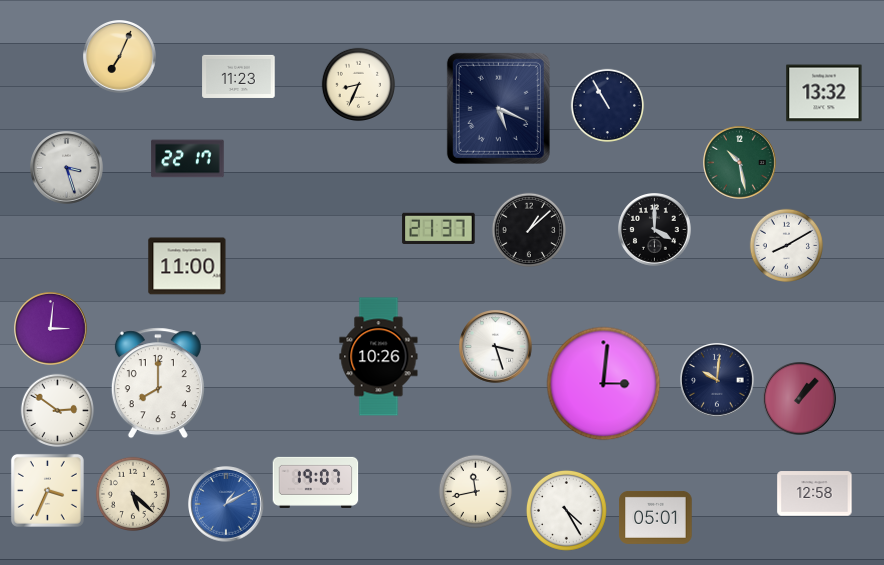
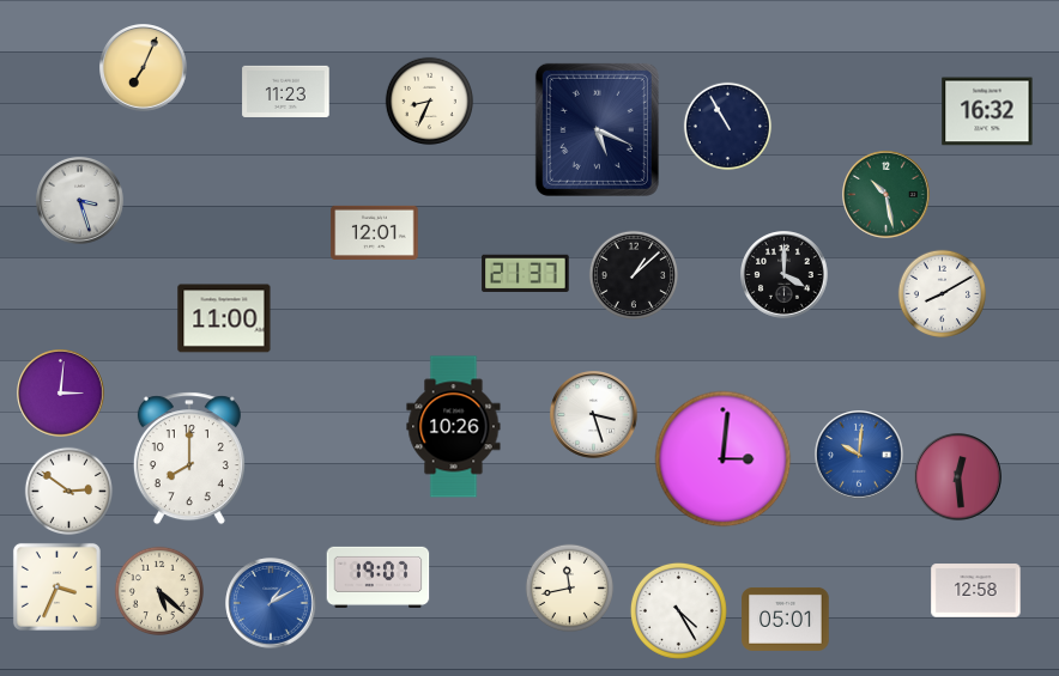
clock at (824, 93): 13:32 -> 16:32
clock at (188, 159): 22:17 -> none
clock at (375, 232): none -> 12:01
clock at (718, 381) dial: navy -> blue
clock at (800, 399): 1:07 -> 12:29
